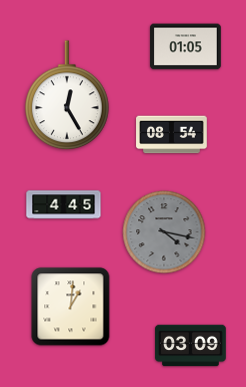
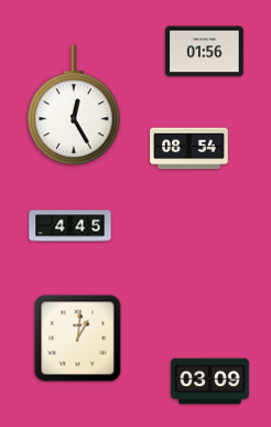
clock at (186, 47): 01:05 -> 01:56
clock at (164, 232): 4:17 -> none
